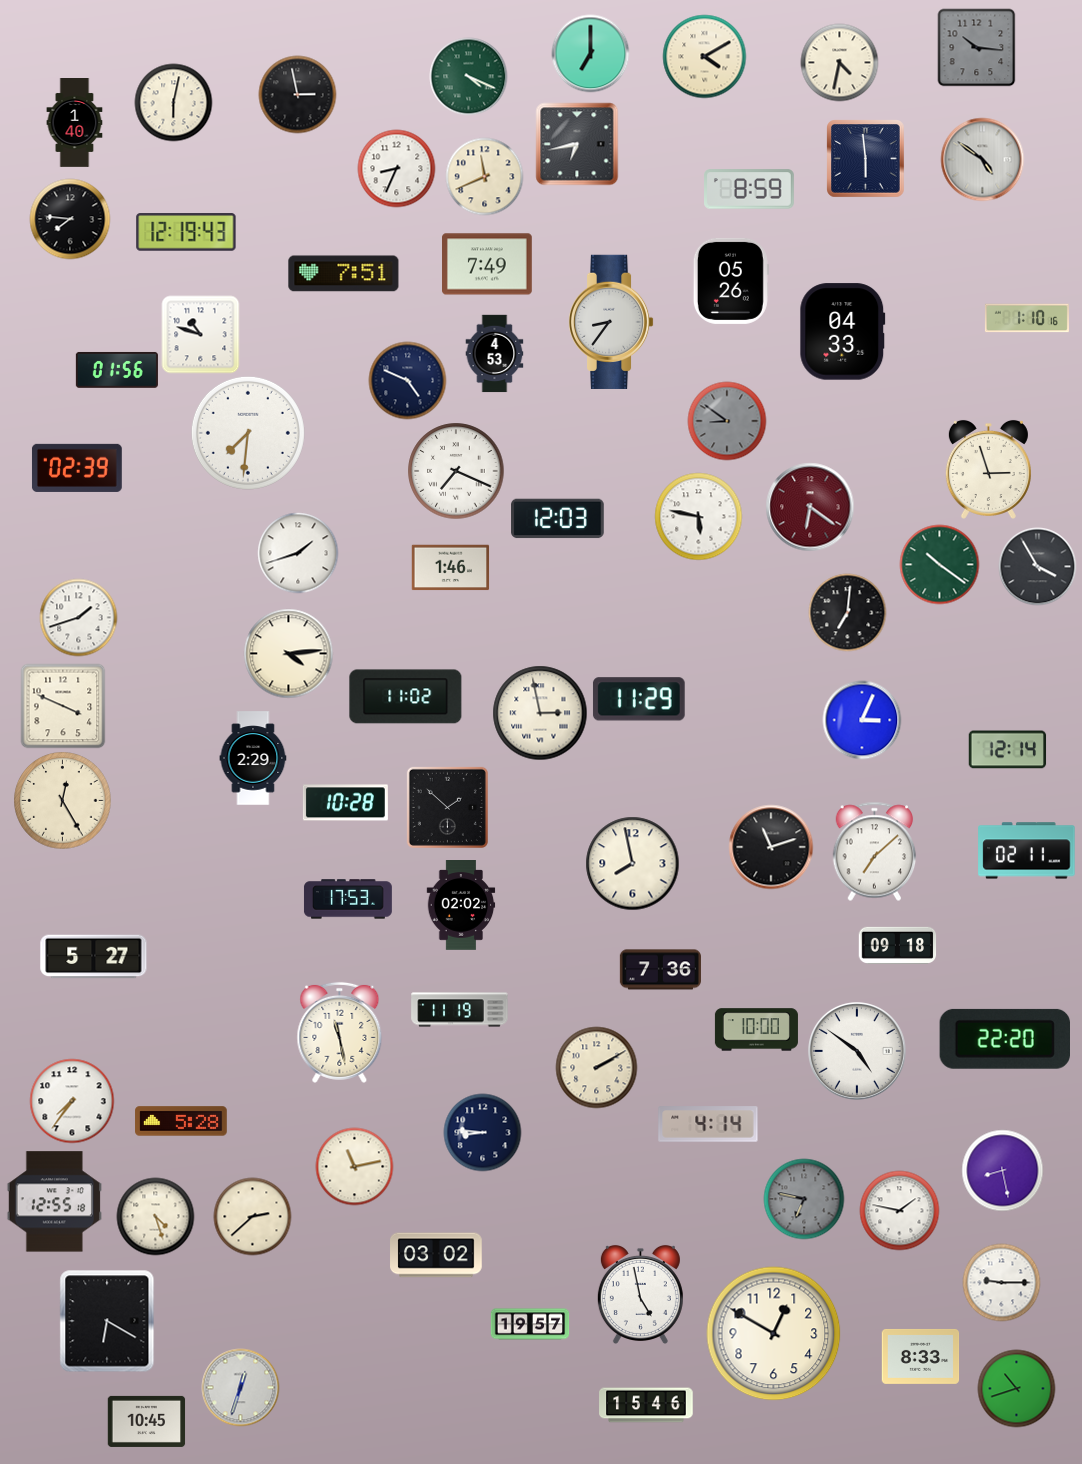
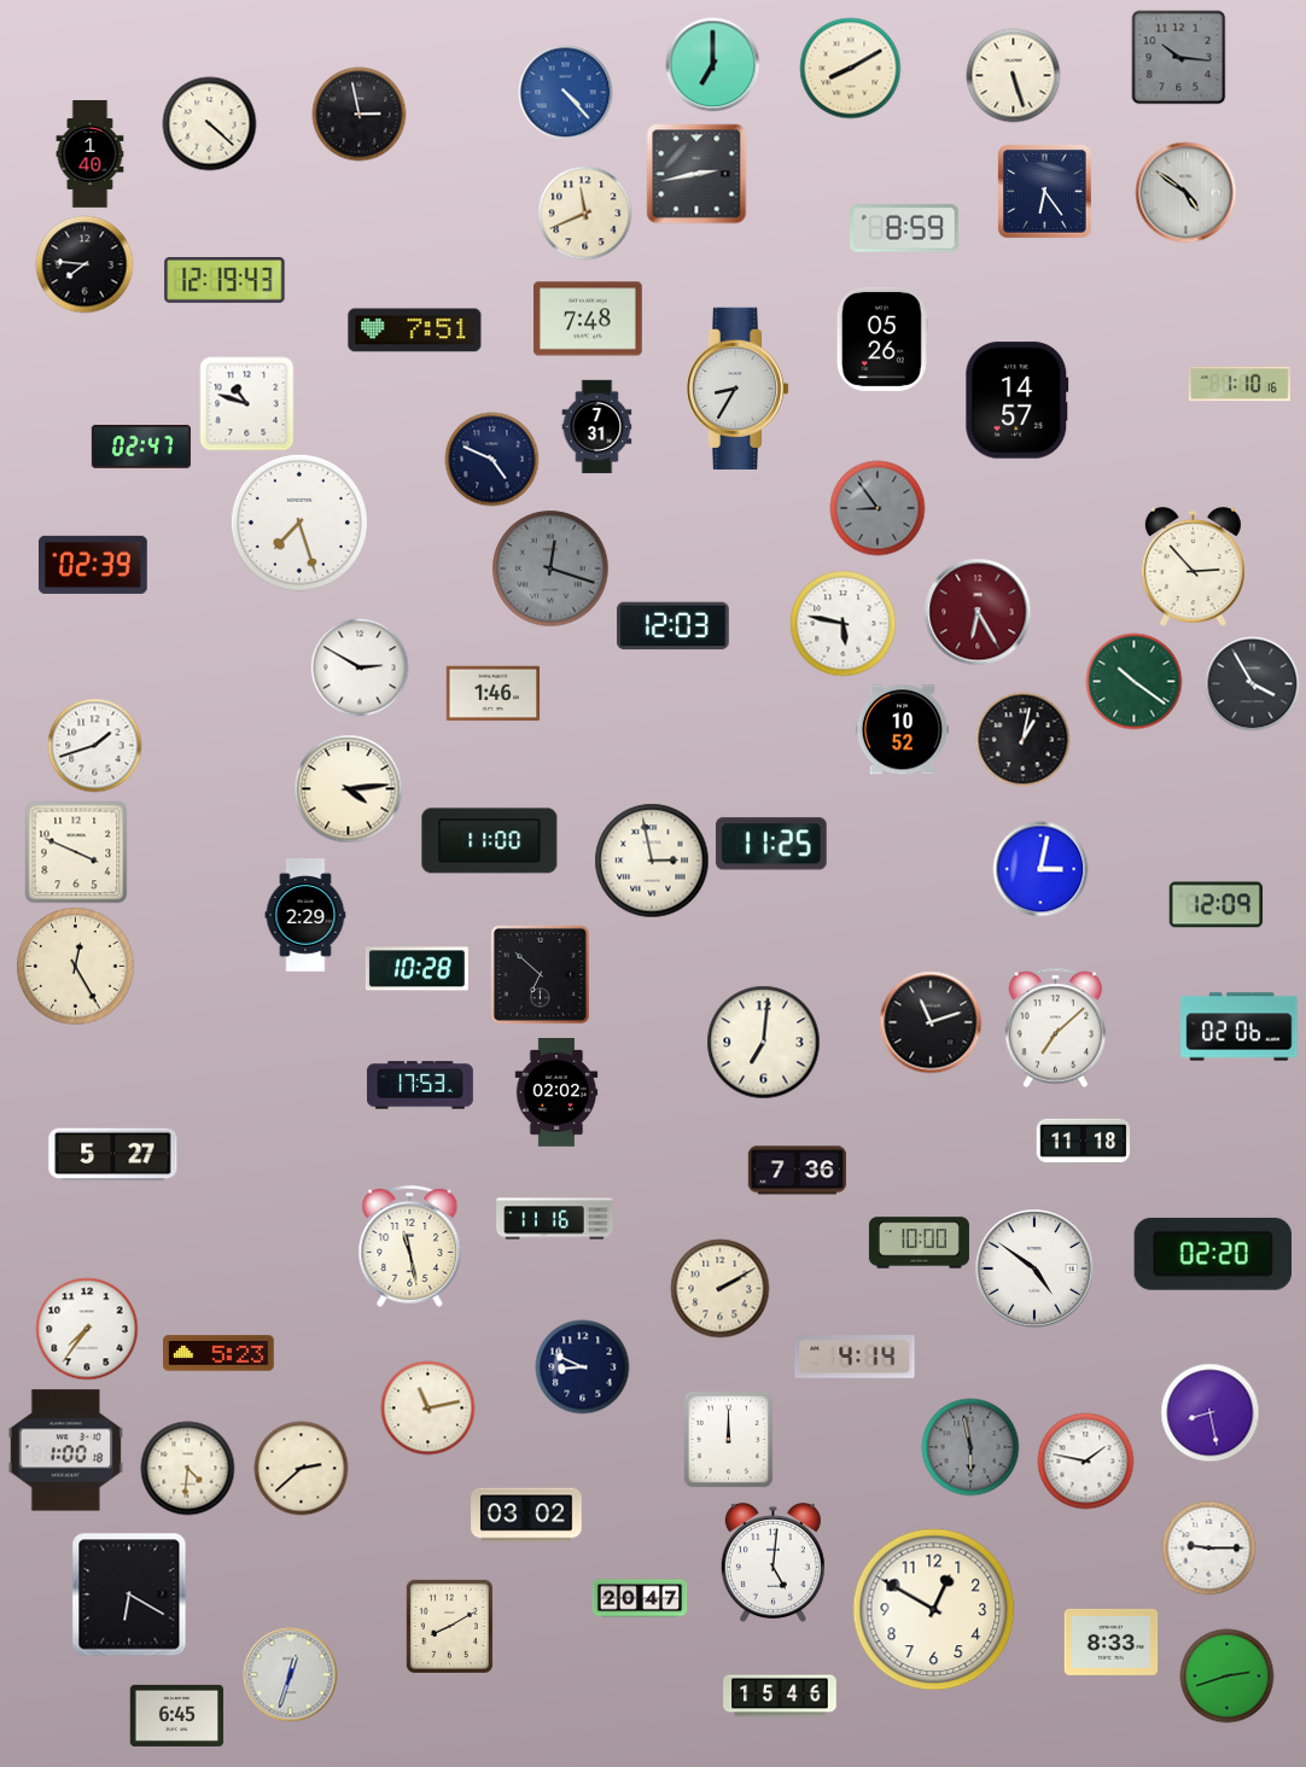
clock at (704, 56): 4:10 -> 8:10
clock at (839, 62): 4:32 -> 5:27
clock at (468, 76): 4:19 -> 4:23
clock at (468, 76) dial: green -> blue
clock at (173, 102): 6:02 -> 4:22
clock at (75, 123) position: (75, 123) -> (91, 154)
clock at (577, 144): 6:43 -> 2:43
clock at (865, 158): 5:59 -> 6:24
clock at (396, 168): 8:34 -> none
clock at (488, 264): 7:49 -> 7:48
clock at (611, 322): 8:36 -> 8:35
clock at (843, 332): 04:33 -> 14:57
clock at (200, 334) position: (200, 334) -> (246, 403)
clock at (495, 353): 4:53 -> 7:31
clock at (117, 370): 01:56 -> 02:47
clock at (727, 421): 8:51 -> 8:54
clock at (248, 433): 7:31 -> 7:27
clock at (988, 469): 2:57 -> 2:53
clock at (456, 471): 7:19 -> 12:18
clock at (456, 471) dial: white -> grey
clock at (810, 507): 6:21 -> 6:25
clock at (298, 553): 1:42 -> 2:50
clock at (450, 568) position: (450, 568) -> (492, 694)
clock at (902, 730): none -> 10:52
clock at (847, 612): 7:01 -> 1:02
clock at (406, 697): 11:02 -> 11:00
clock at (639, 699): 11:29 -> 11:25
clock at (862, 720): 3:04 -> 3:02
clock at (1007, 750): 12:14 -> 12:09
clock at (447, 807): 1:52 -> 6:52
clock at (1027, 851): 02:11 -> 02:06
clock at (632, 863): 7:58 -> 7:01
clock at (897, 945): 09:18 -> 11:18
clock at (460, 1010): 11:19 -> 11:16
clock at (756, 1030) position: (756, 1030) -> (919, 1243)
clock at (1004, 1039): 22:20 -> 02:20
clock at (181, 1121): 5:28 -> 5:23
clock at (482, 1132): 8:46 -> 8:49
clock at (729, 1439): none -> 12:00
clock at (804, 1199): 6:47 -> 5:58
clock at (54, 1202): 12:55 -> 1:00
clock at (155, 1216): 4:27 -> 4:31
clock at (252, 1216) position: (252, 1216) -> (301, 1468)
clock at (640, 1294): 4:58 -> 5:01
clock at (530, 1324): 19:57 -> 20:47
clock at (449, 1626): none -> 8:10
clock at (920, 1356) position: (920, 1356) -> (1110, 1641)
clock at (1016, 1388): 10:42 -> 2:42
clock at (146, 1421): 10:45 -> 6:45
